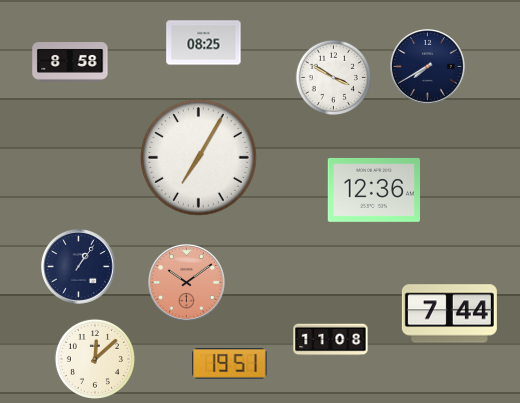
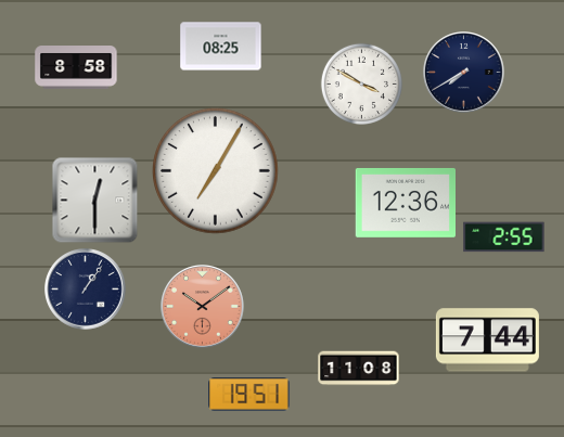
clock at (95, 201): none -> 12:30
clock at (373, 190) position: (373, 190) -> (405, 203)
clock at (504, 237): none -> 2:55
clock at (95, 359): 12:08 -> none
